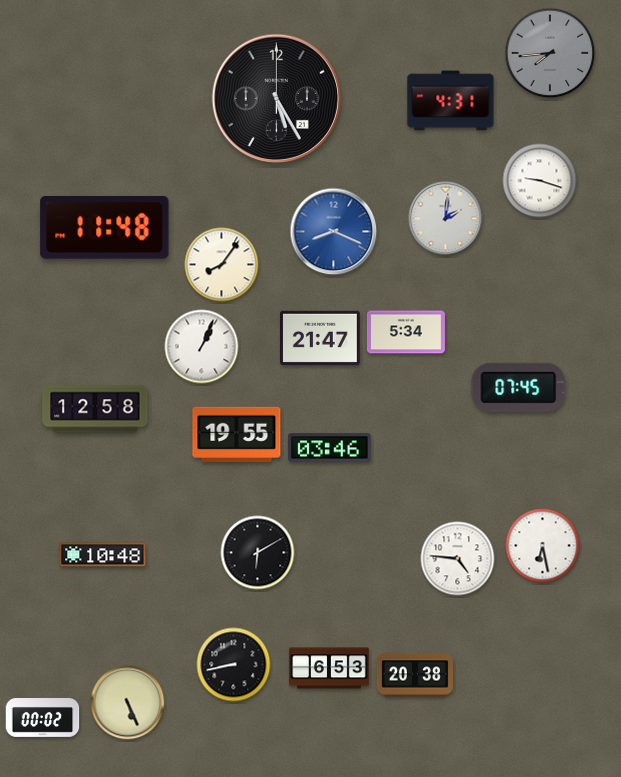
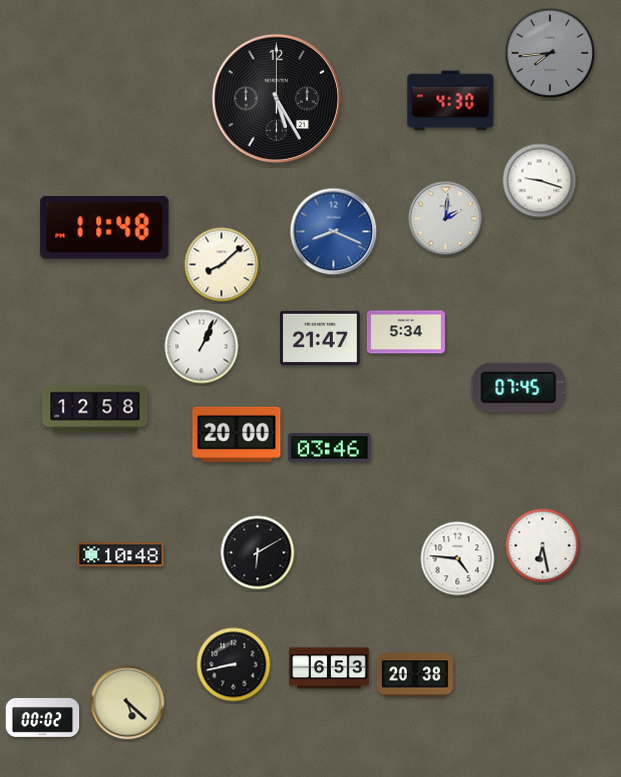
clock at (451, 101): 4:31 -> 4:30
clock at (222, 265): 8:06 -> 8:08
clock at (237, 434): 19:55 -> 20:00
clock at (103, 555) position: (103, 555) -> (121, 555)
clock at (128, 703): 5:26 -> 5:22
